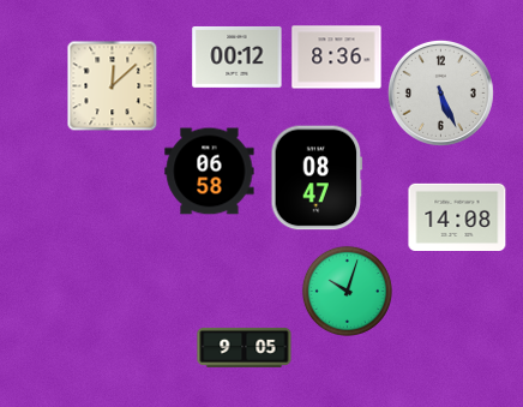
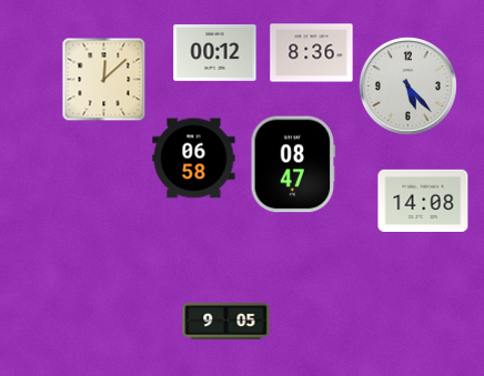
clock at (238, 56) position: (238, 56) -> (215, 52)
clock at (440, 92): 5:26 -> 5:23
clock at (347, 291): 10:03 -> none
